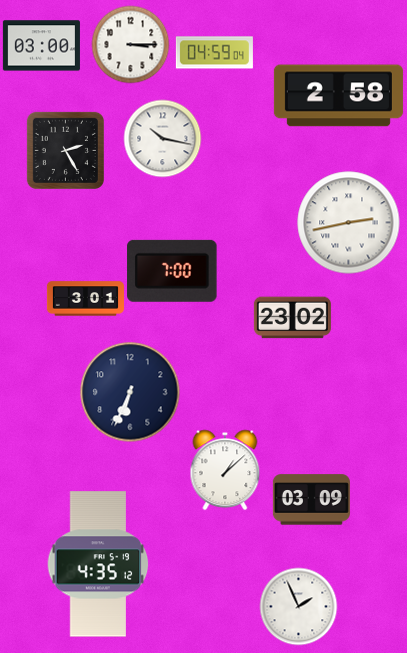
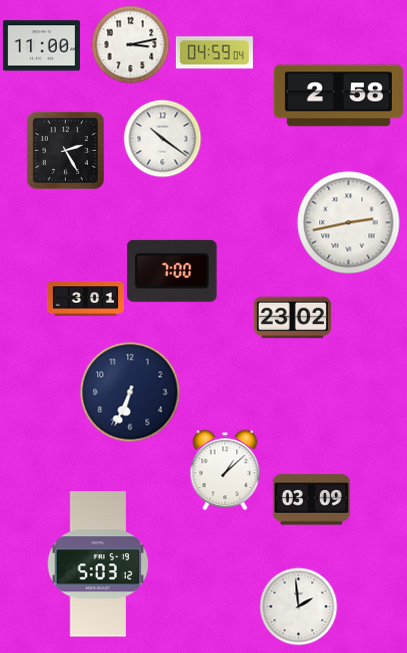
clock at (130, 44): 3:15 -> 3:13
clock at (41, 46): 03:00 -> 11:00
clock at (162, 138): 10:17 -> 10:21
clock at (98, 564): 4:35 -> 5:03
clock at (298, 606): 1:56 -> 1:59
